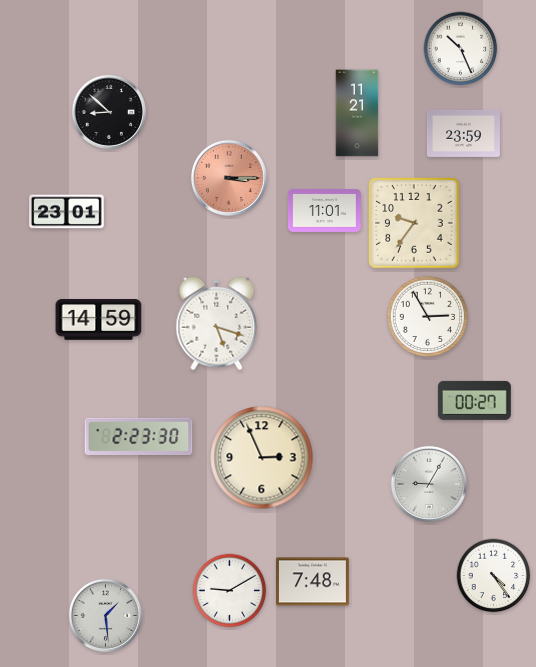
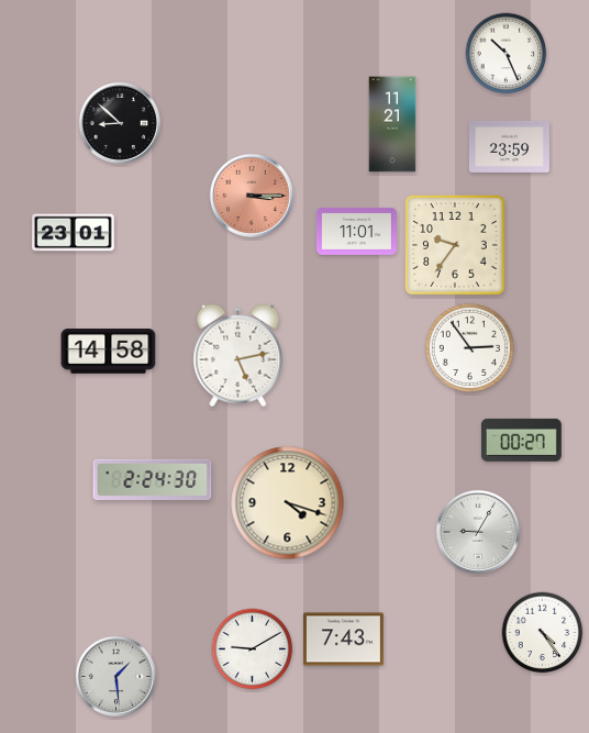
clock at (427, 316): 2:55 -> 2:54
clock at (99, 320): 14:59 -> 14:58
clock at (217, 324): 5:18 -> 5:13
clock at (139, 436): 2:23 -> 2:24
clock at (262, 458): 2:56 -> 4:18
clock at (429, 484) position: (429, 484) -> (478, 532)
clock at (312, 582): 7:48 -> 7:43
